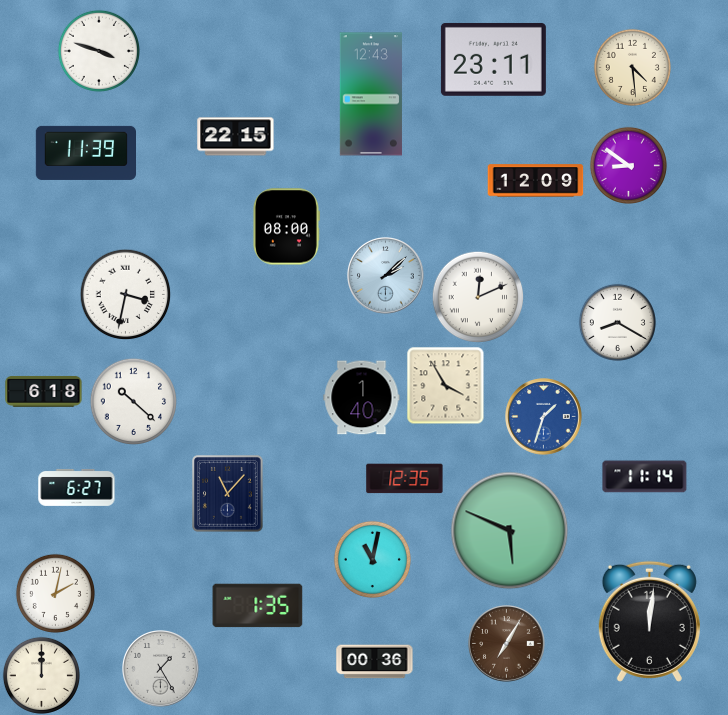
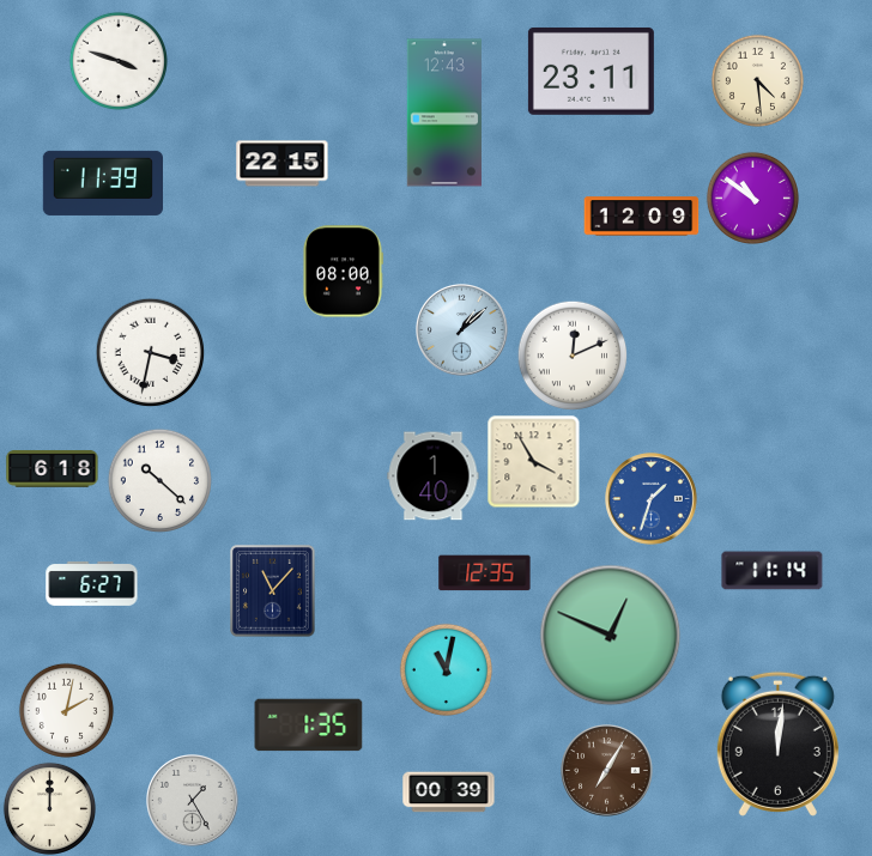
clock at (628, 165): 8:51 -> 10:51
clock at (386, 276): 2:08 -> 1:08
clock at (617, 322): 8:20 -> none
clock at (510, 531): 5:49 -> 12:49
clock at (375, 662): 00:36 -> 00:39
